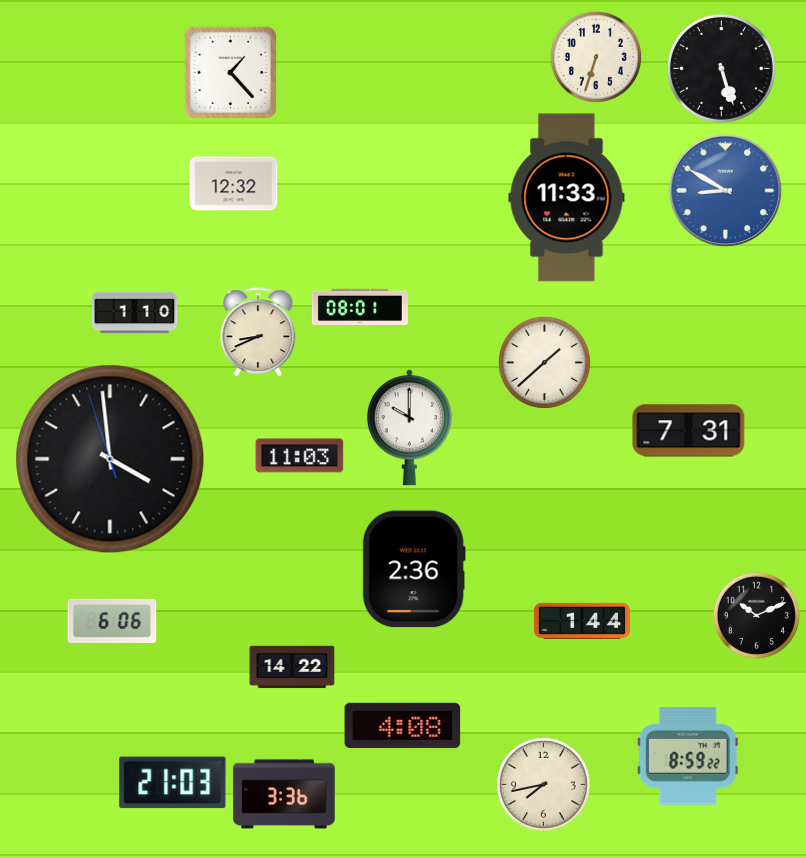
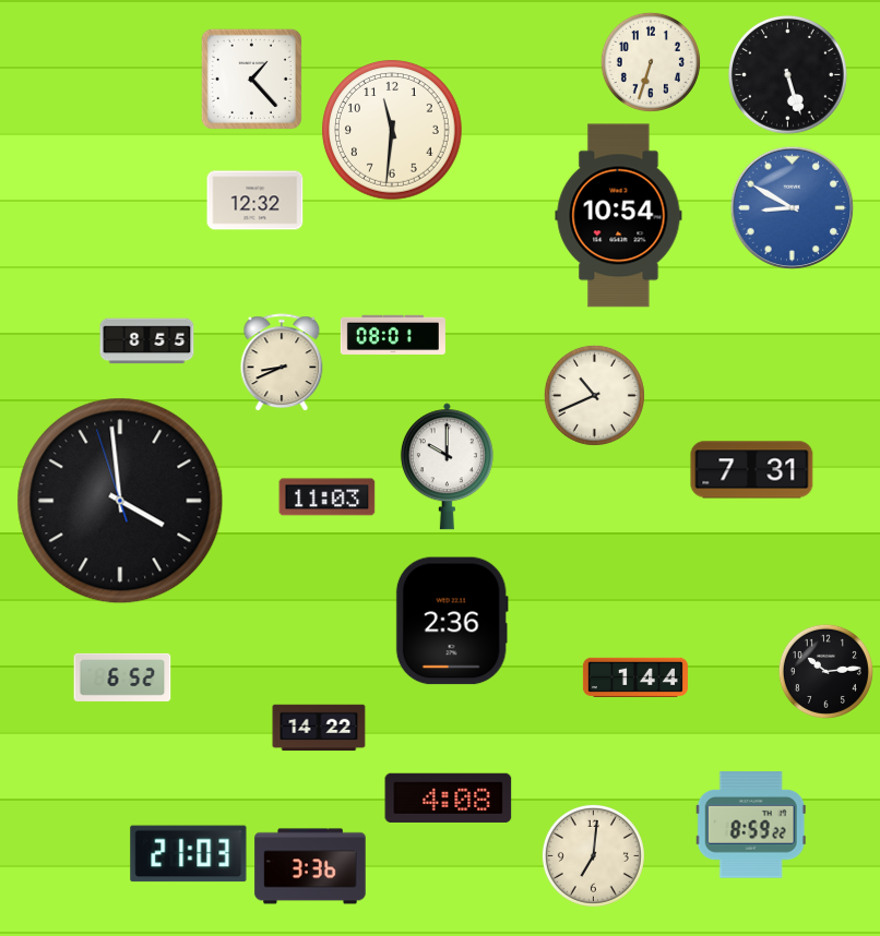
clock at (392, 130): none -> 11:31
clock at (567, 198): 11:33 -> 10:54
clock at (135, 313): 1:10 -> 8:55
clock at (544, 362): 1:38 -> 10:41
clock at (756, 615): 10:11 -> 10:14
clock at (112, 621): 6:06 -> 6:52
clock at (403, 725) position: (403, 725) -> (449, 797)
clock at (543, 784): 7:43 -> 7:01
